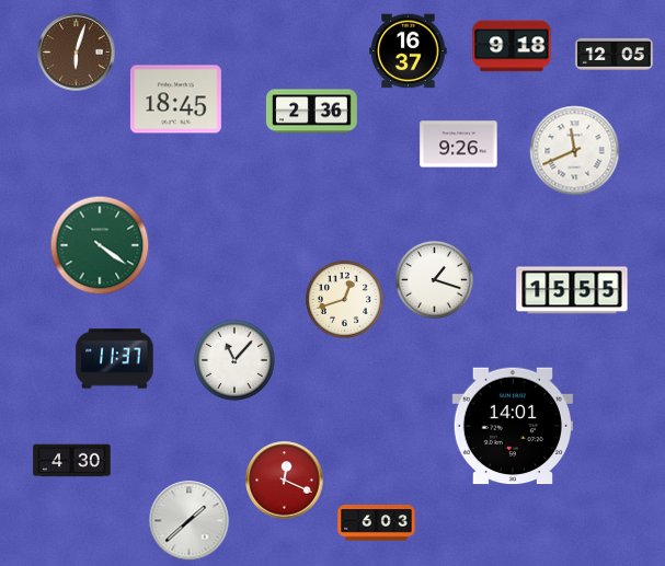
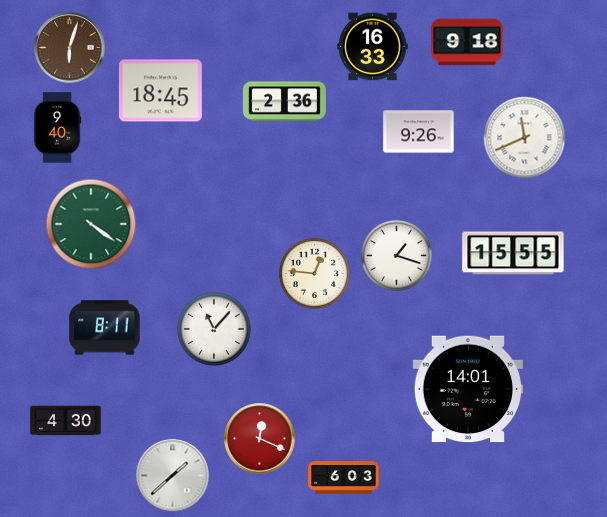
clock at (409, 51): 16:37 -> 16:33
clock at (615, 54): 12:05 -> none
clock at (57, 128): none -> 9:40
clock at (572, 290) position: (572, 290) -> (513, 253)
clock at (344, 299): 12:42 -> 12:46
clock at (115, 359): 11:37 -> 8:11
